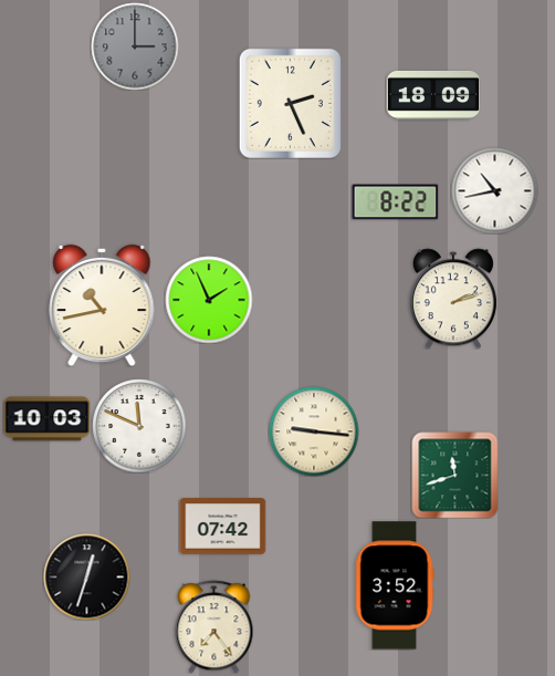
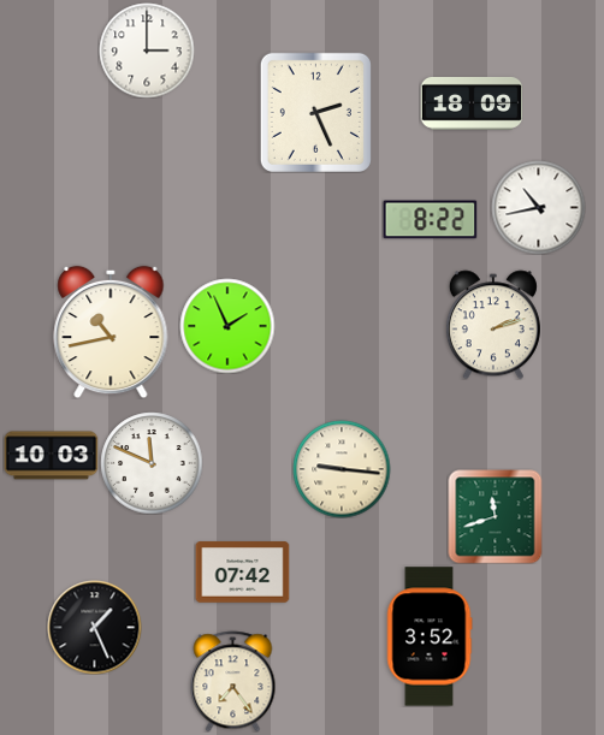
clock at (135, 46) dial: grey -> white
clock at (86, 576): 12:33 -> 1:26
